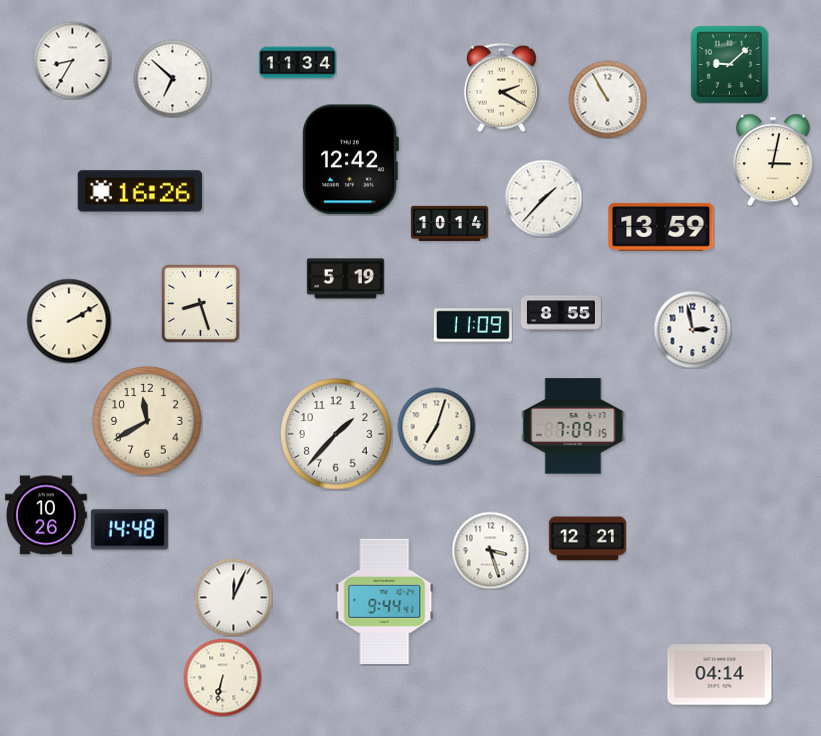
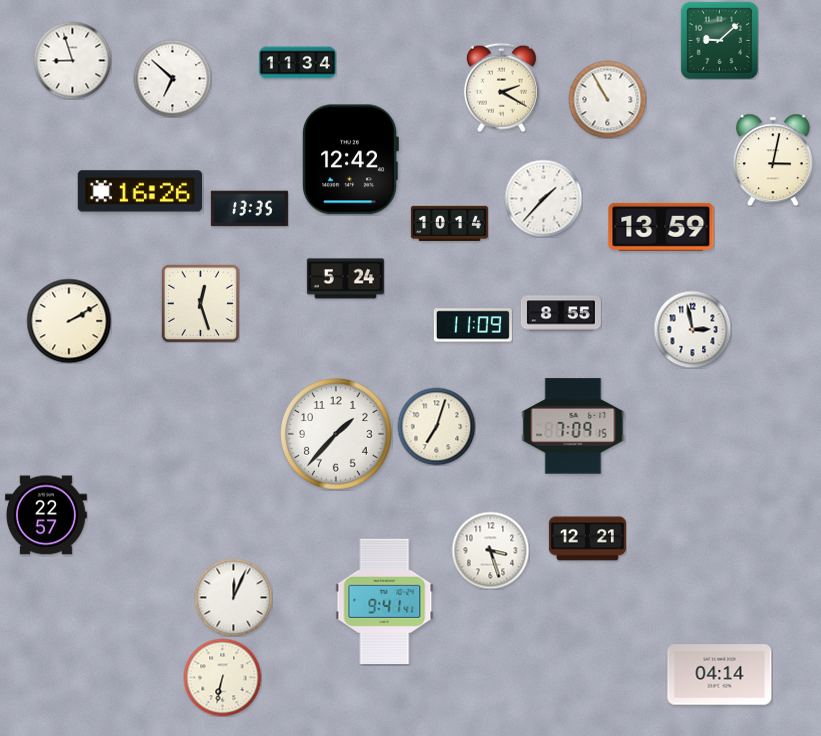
clock at (72, 60): 8:35 -> 8:57
clock at (729, 64) position: (729, 64) -> (719, 40)
clock at (249, 209): none -> 13:35
clock at (345, 279): 5:19 -> 5:24
clock at (200, 303): 8:27 -> 12:27
clock at (147, 421): 11:40 -> none
clock at (46, 515): 10:26 -> 22:57
clock at (129, 530): 14:48 -> none
clock at (385, 601): 9:44 -> 9:41
